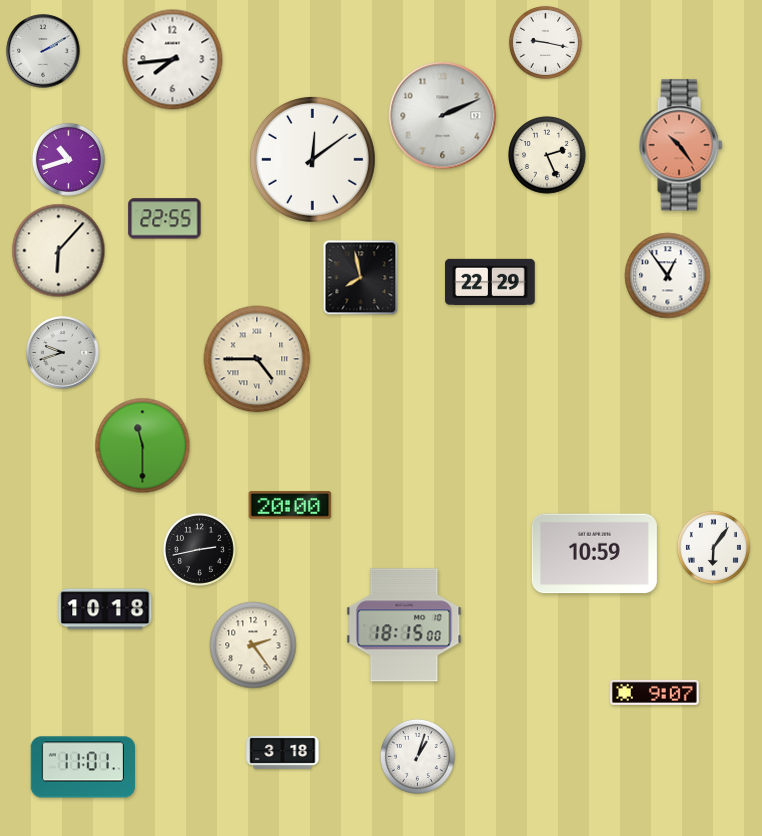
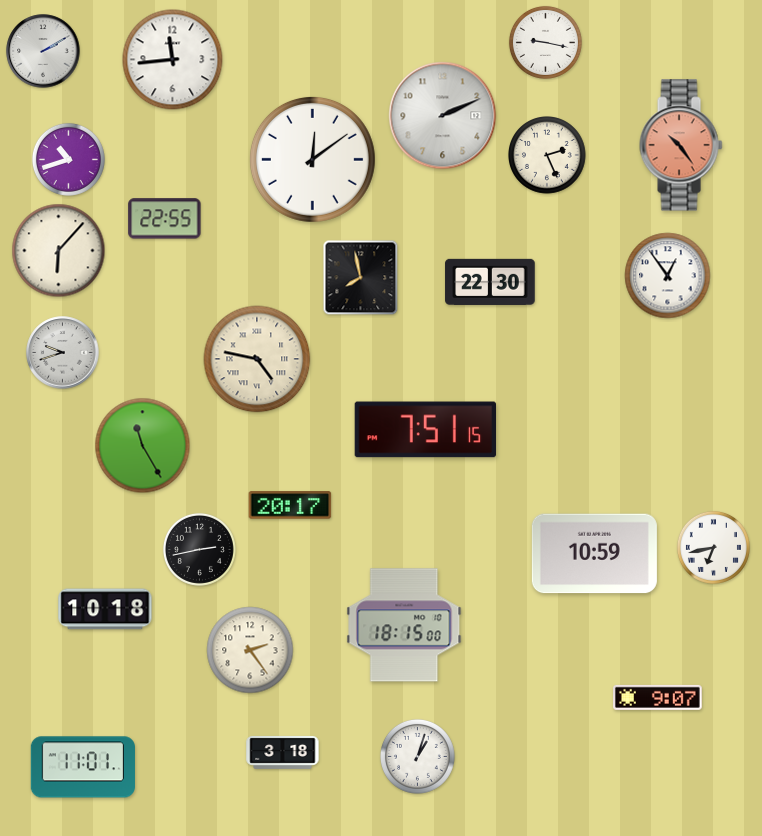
clock at (173, 60): 7:44 -> 11:44
clock at (490, 282): 22:29 -> 22:30
clock at (257, 359): 4:45 -> 4:47
clock at (426, 430): none -> 7:51
clock at (143, 446): 11:30 -> 11:25
clock at (290, 505): 20:00 -> 20:17
clock at (713, 547): 6:06 -> 6:43
clock at (253, 645) position: (253, 645) -> (250, 650)
clock at (655, 692) position: (655, 692) -> (658, 697)
